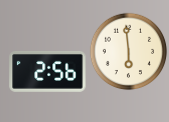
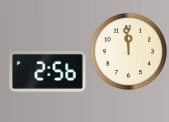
clock at (128, 51): 5:59 -> 11:59
